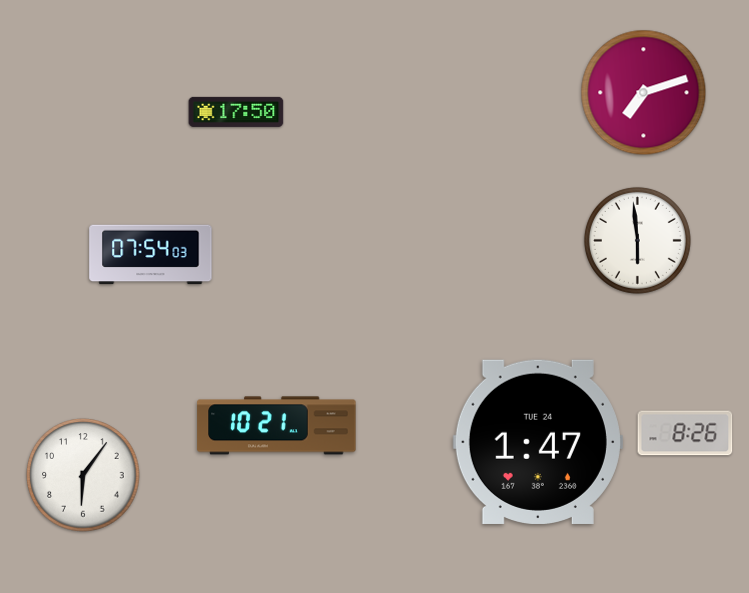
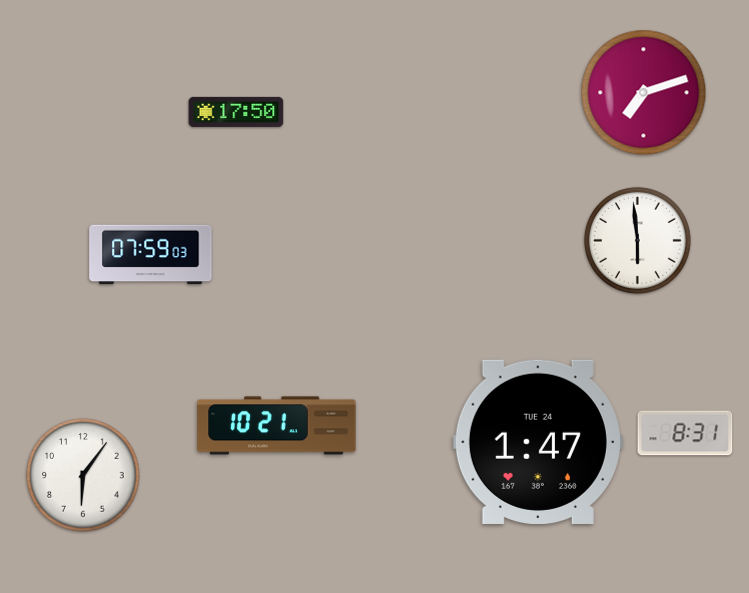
clock at (151, 255): 07:54 -> 07:59
clock at (685, 433): 8:26 -> 8:31
